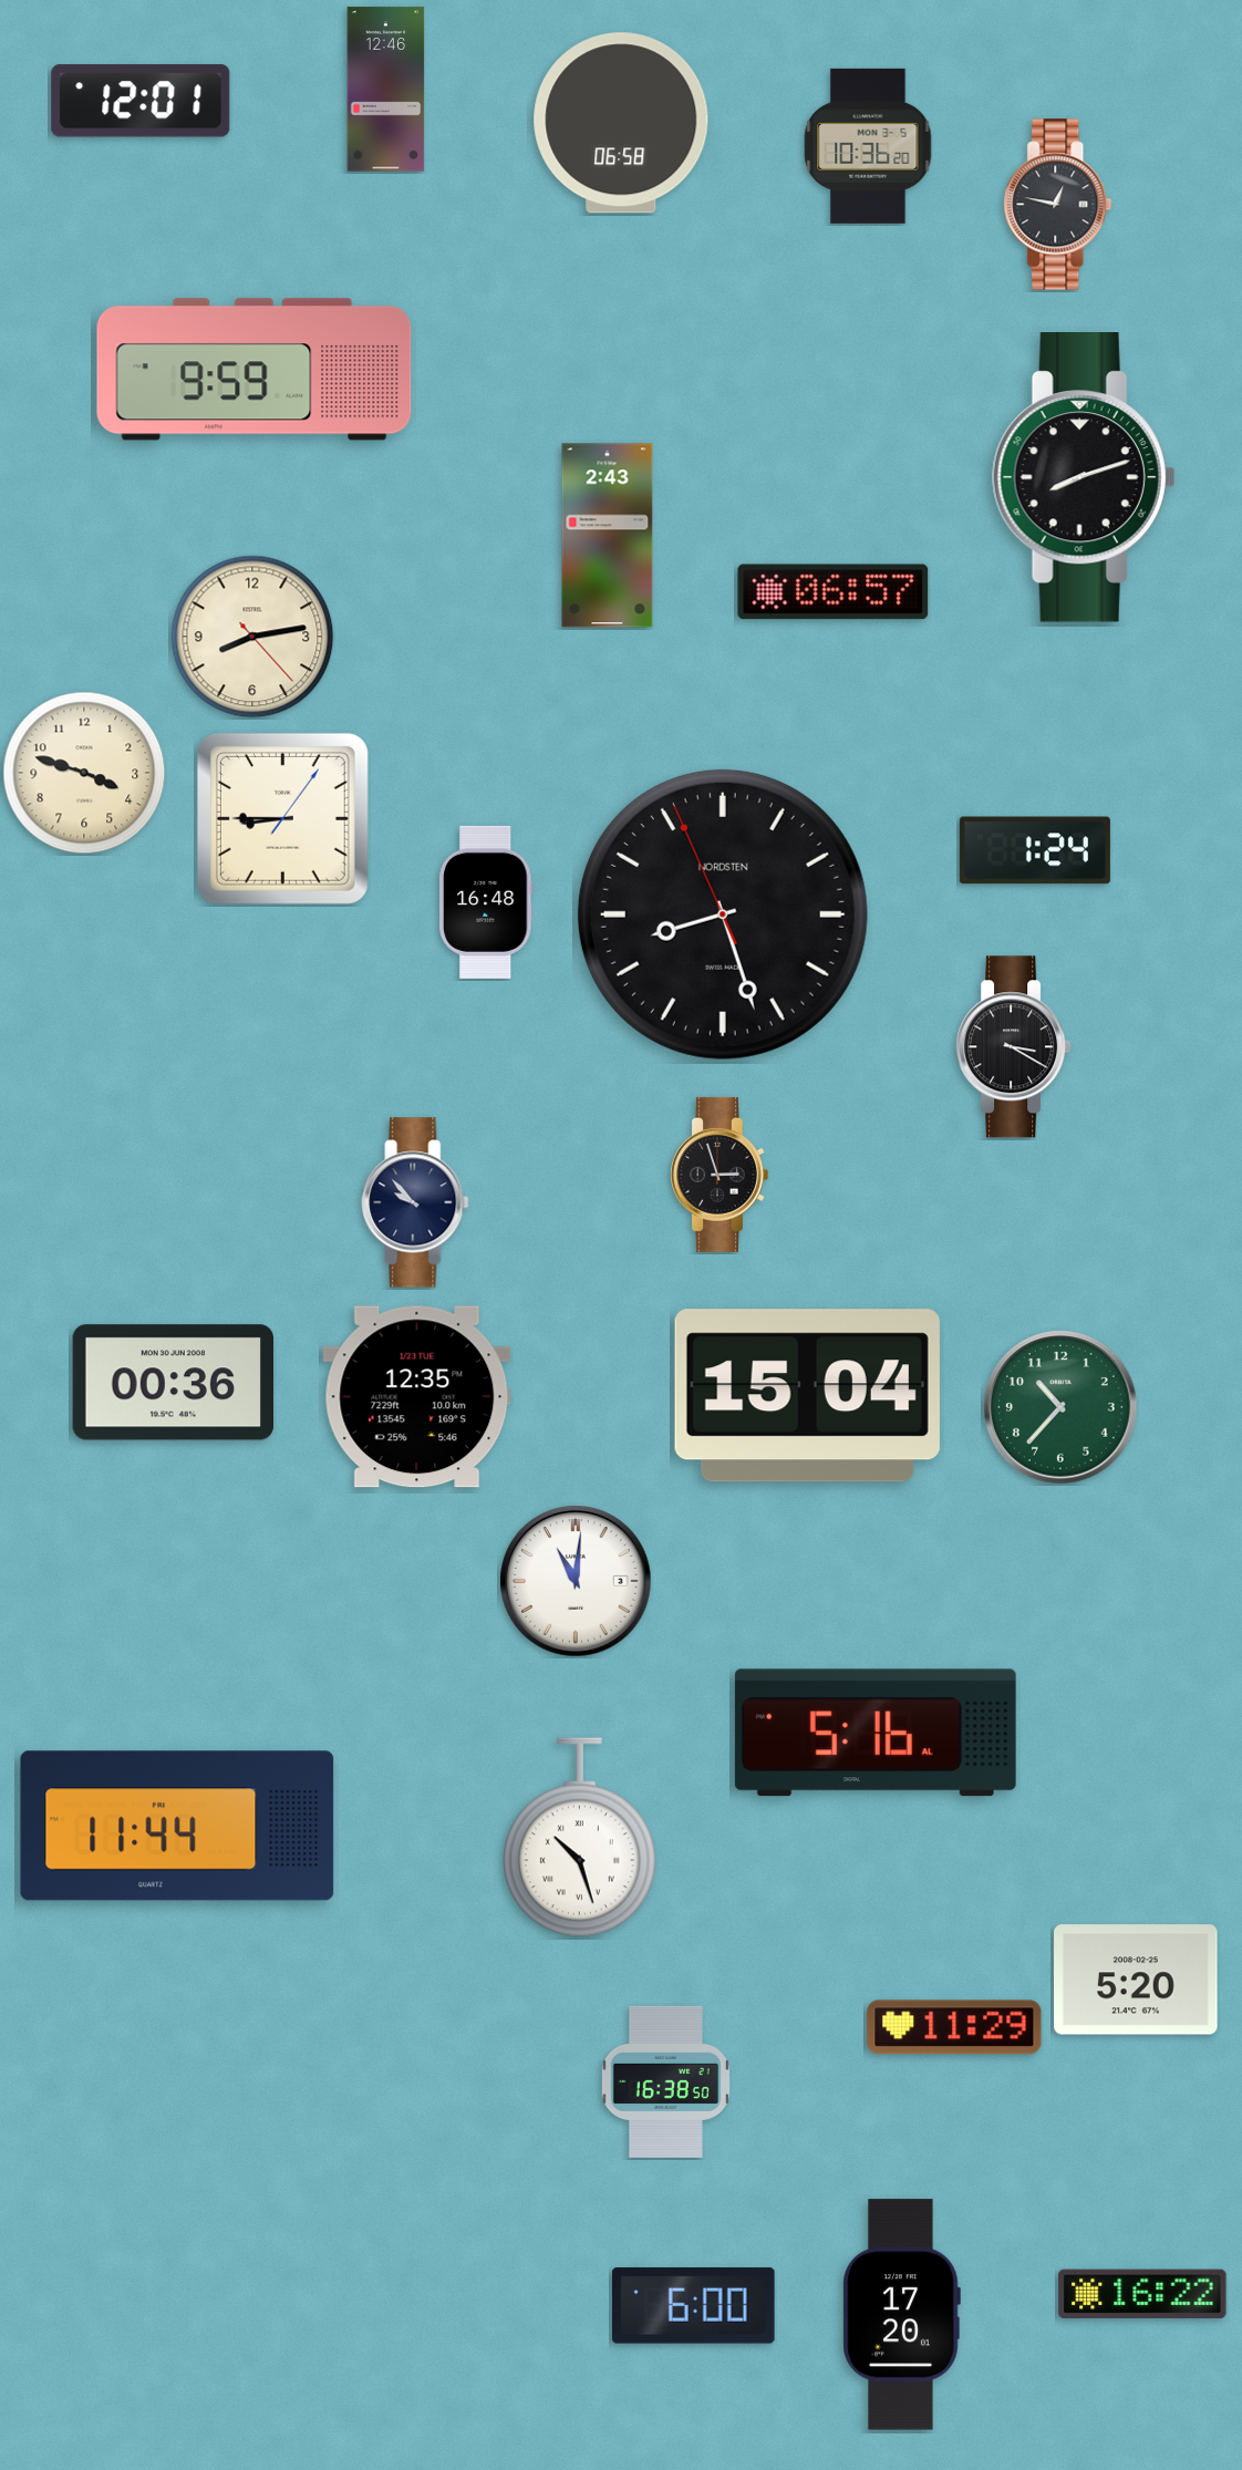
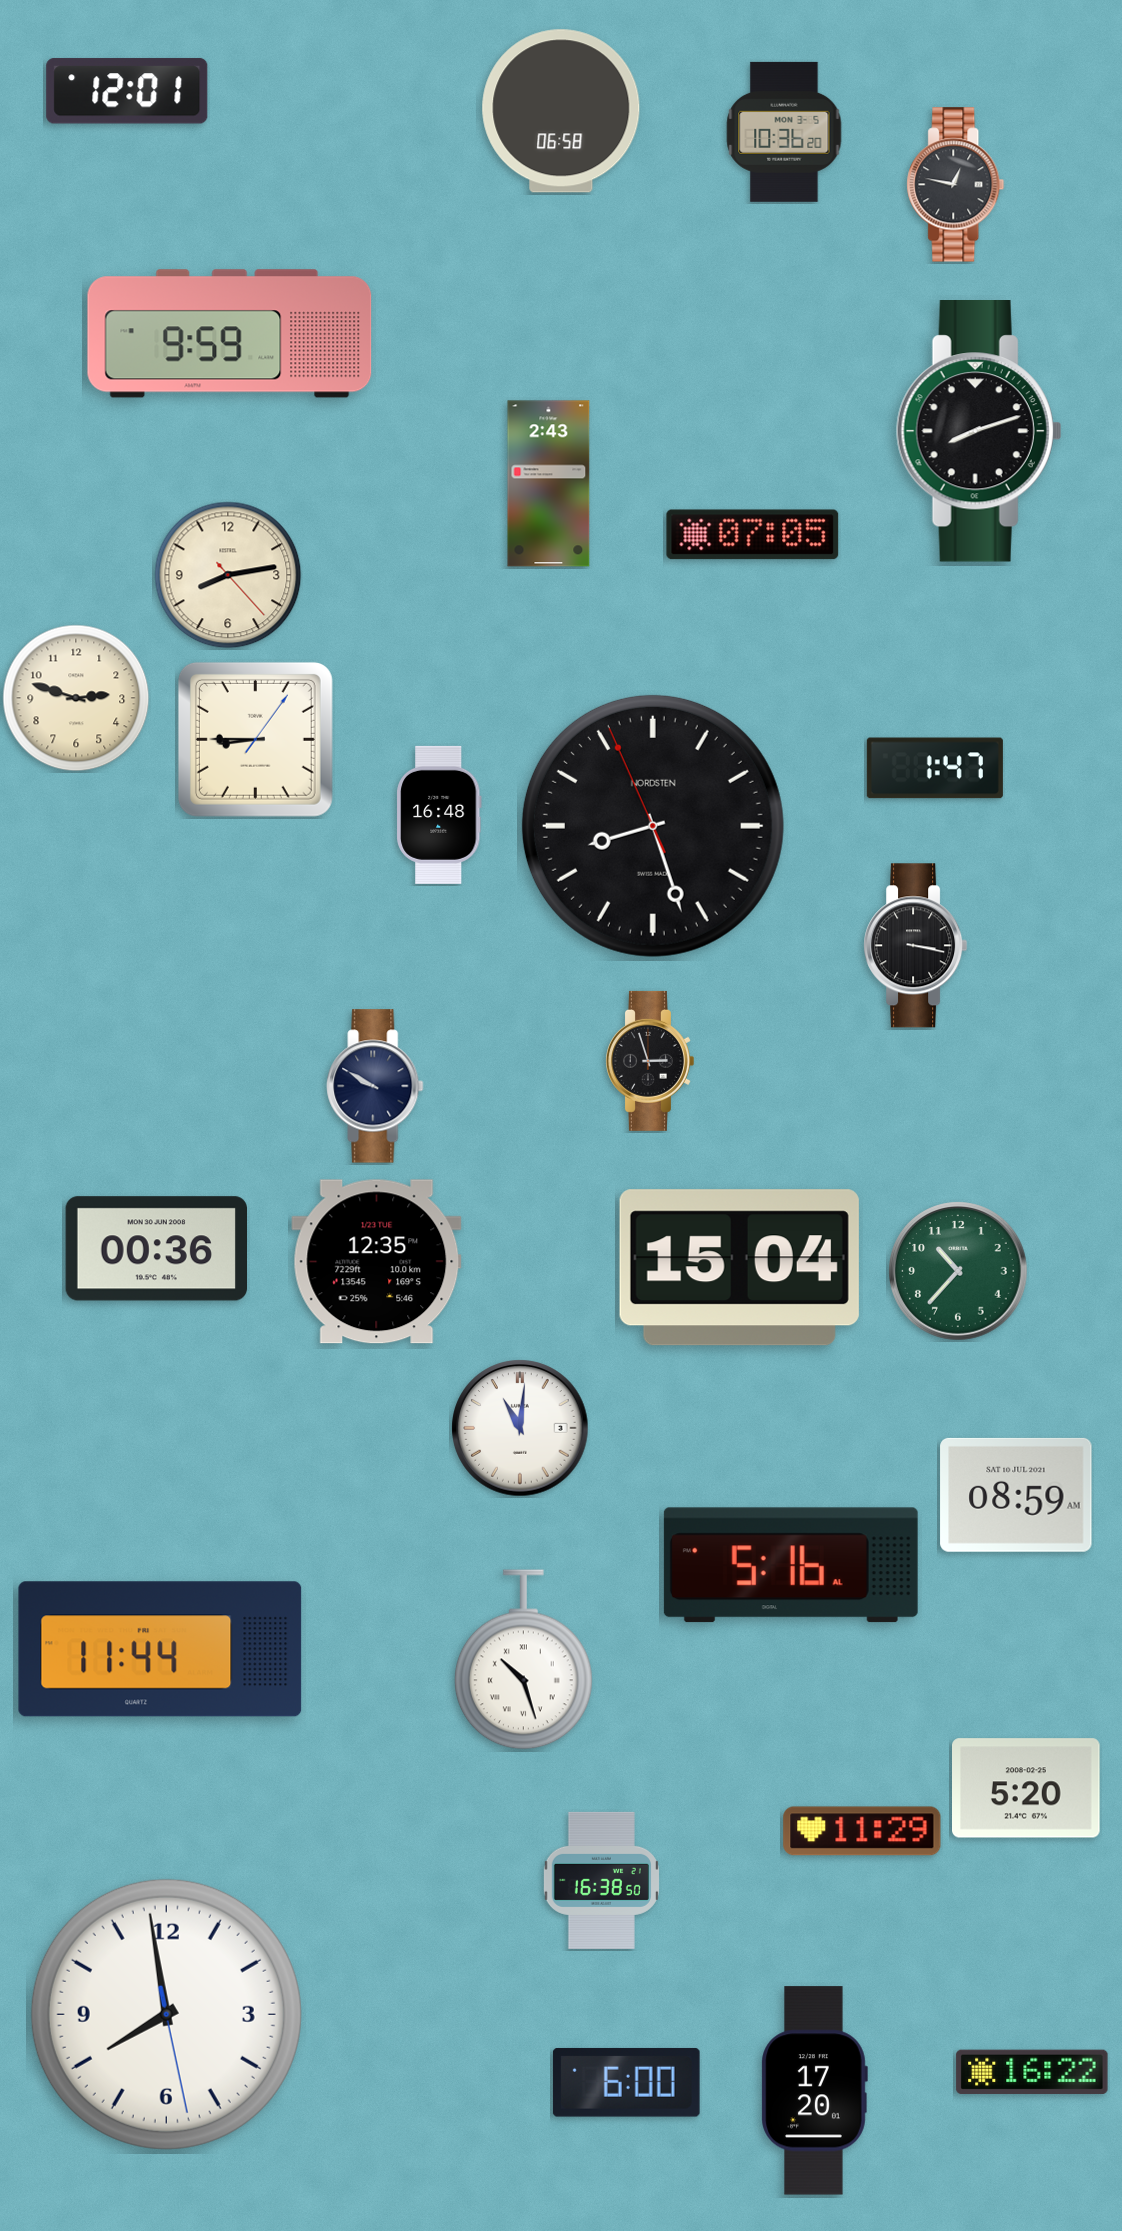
clock at (386, 90): 12:46 -> none
clock at (834, 592): 06:57 -> 07:05
clock at (84, 773): 3:48 -> 2:48
clock at (1035, 850): 1:24 -> 1:47
clock at (1014, 1047): 3:20 -> 3:17
clock at (415, 1202): 9:53 -> 9:50
clock at (807, 1396) position: (807, 1396) -> (739, 1268)
clock at (1016, 1495): none -> 08:59
clock at (166, 2014): none -> 7:58
